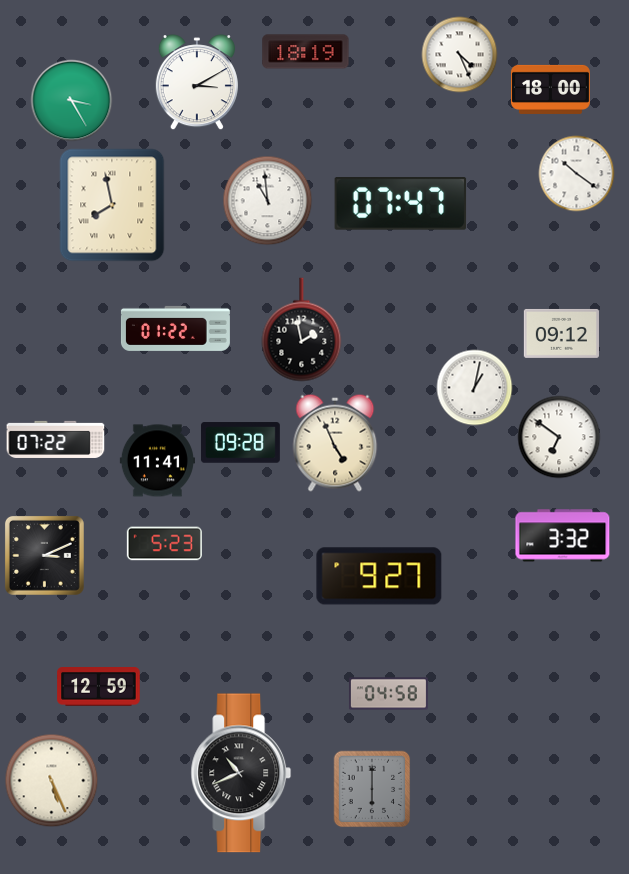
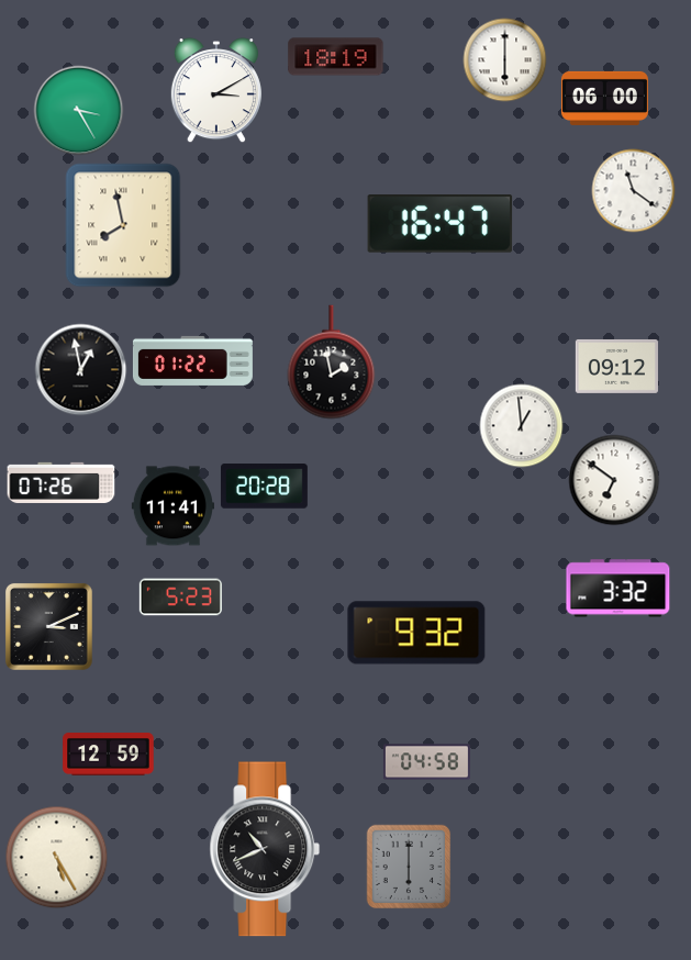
clock at (460, 55): 4:26 -> 6:00
clock at (550, 89): 18:00 -> 06:00
clock at (577, 174): 10:21 -> 11:21
clock at (268, 201): 10:59 -> none
clock at (401, 204): 07:47 -> 16:47
clock at (81, 370): none -> 12:58
clock at (475, 388): 1:02 -> 12:59
clock at (56, 439): 07:22 -> 07:26
clock at (240, 443): 09:28 -> 20:28
clock at (335, 443): 4:56 -> none
clock at (44, 555) position: (44, 555) -> (48, 626)
clock at (379, 576): 9:27 -> 9:32
clock at (52, 781): 5:26 -> 5:25
